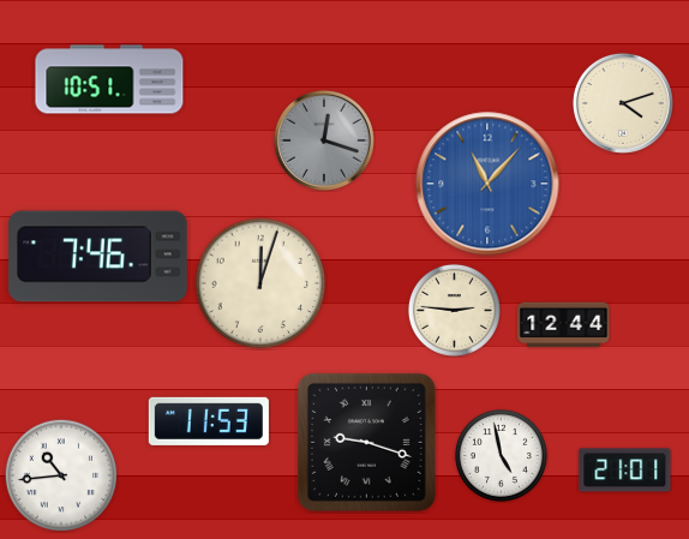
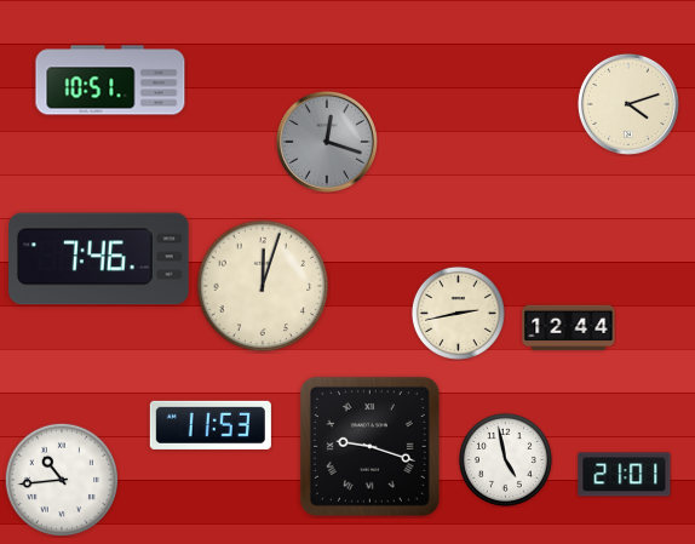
clock at (487, 184): 11:07 -> none
clock at (454, 310): 2:46 -> 2:43
clock at (625, 471) position: (625, 471) -> (625, 475)
